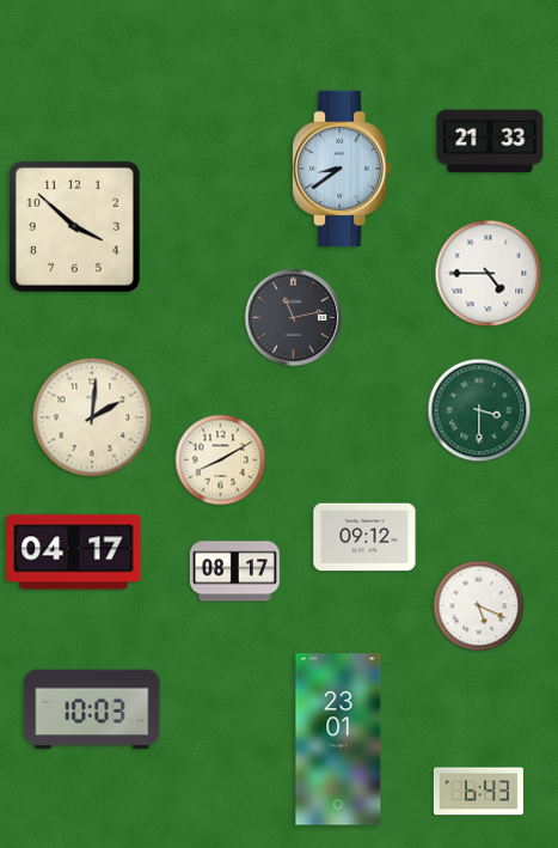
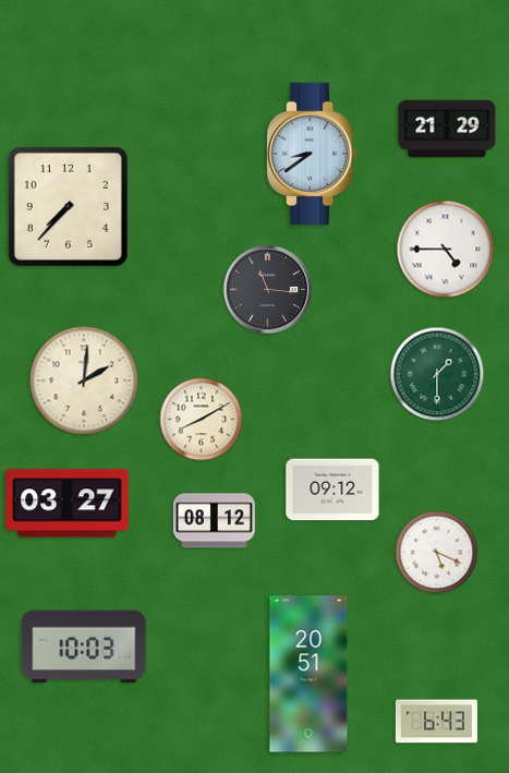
clock at (490, 141): 21:33 -> 21:29
clock at (74, 226): 3:52 -> 7:37
clock at (294, 318): 11:13 -> 11:16
clock at (479, 410): 3:30 -> 1:30
clock at (74, 553): 04:17 -> 03:27
clock at (234, 572): 08:17 -> 08:12
clock at (338, 739): 23:01 -> 20:51
